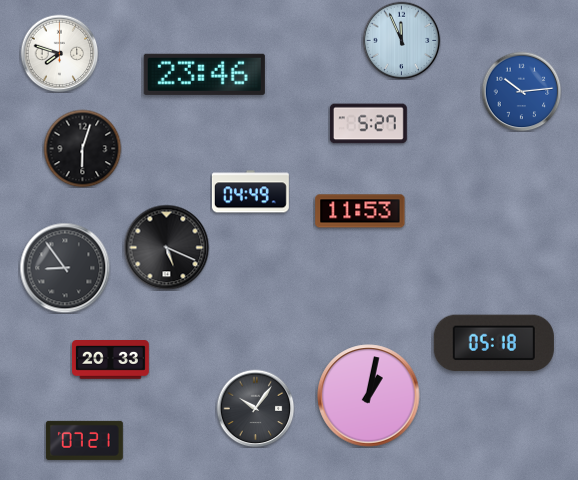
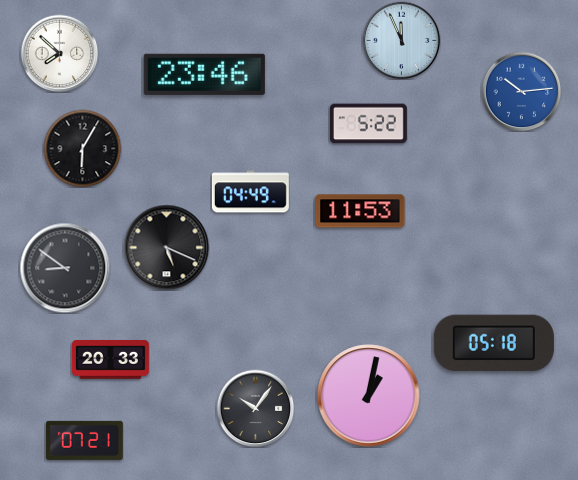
clock at (59, 53): 7:48 -> 7:52
clock at (368, 124): 5:27 -> 5:22
clock at (82, 148): 6:03 -> 6:05
clock at (65, 268): 8:54 -> 8:51
